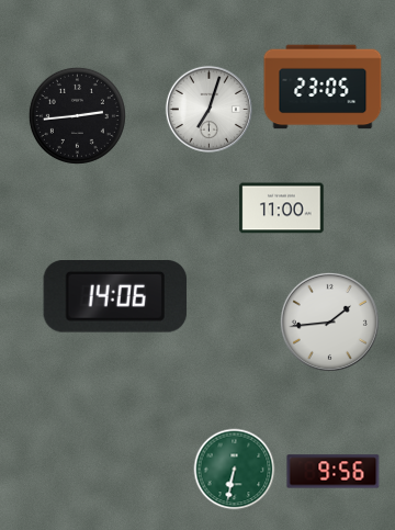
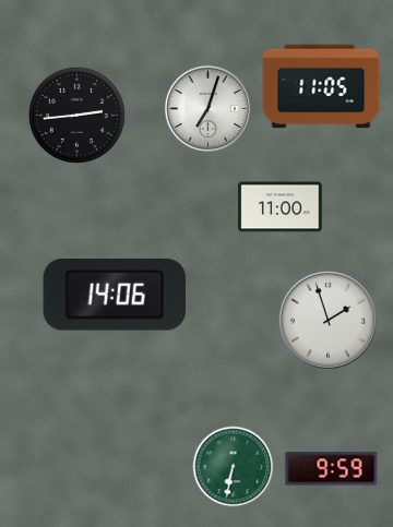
clock at (323, 87): 23:05 -> 11:05
clock at (329, 322): 1:44 -> 1:57
clock at (334, 472): 9:56 -> 9:59
